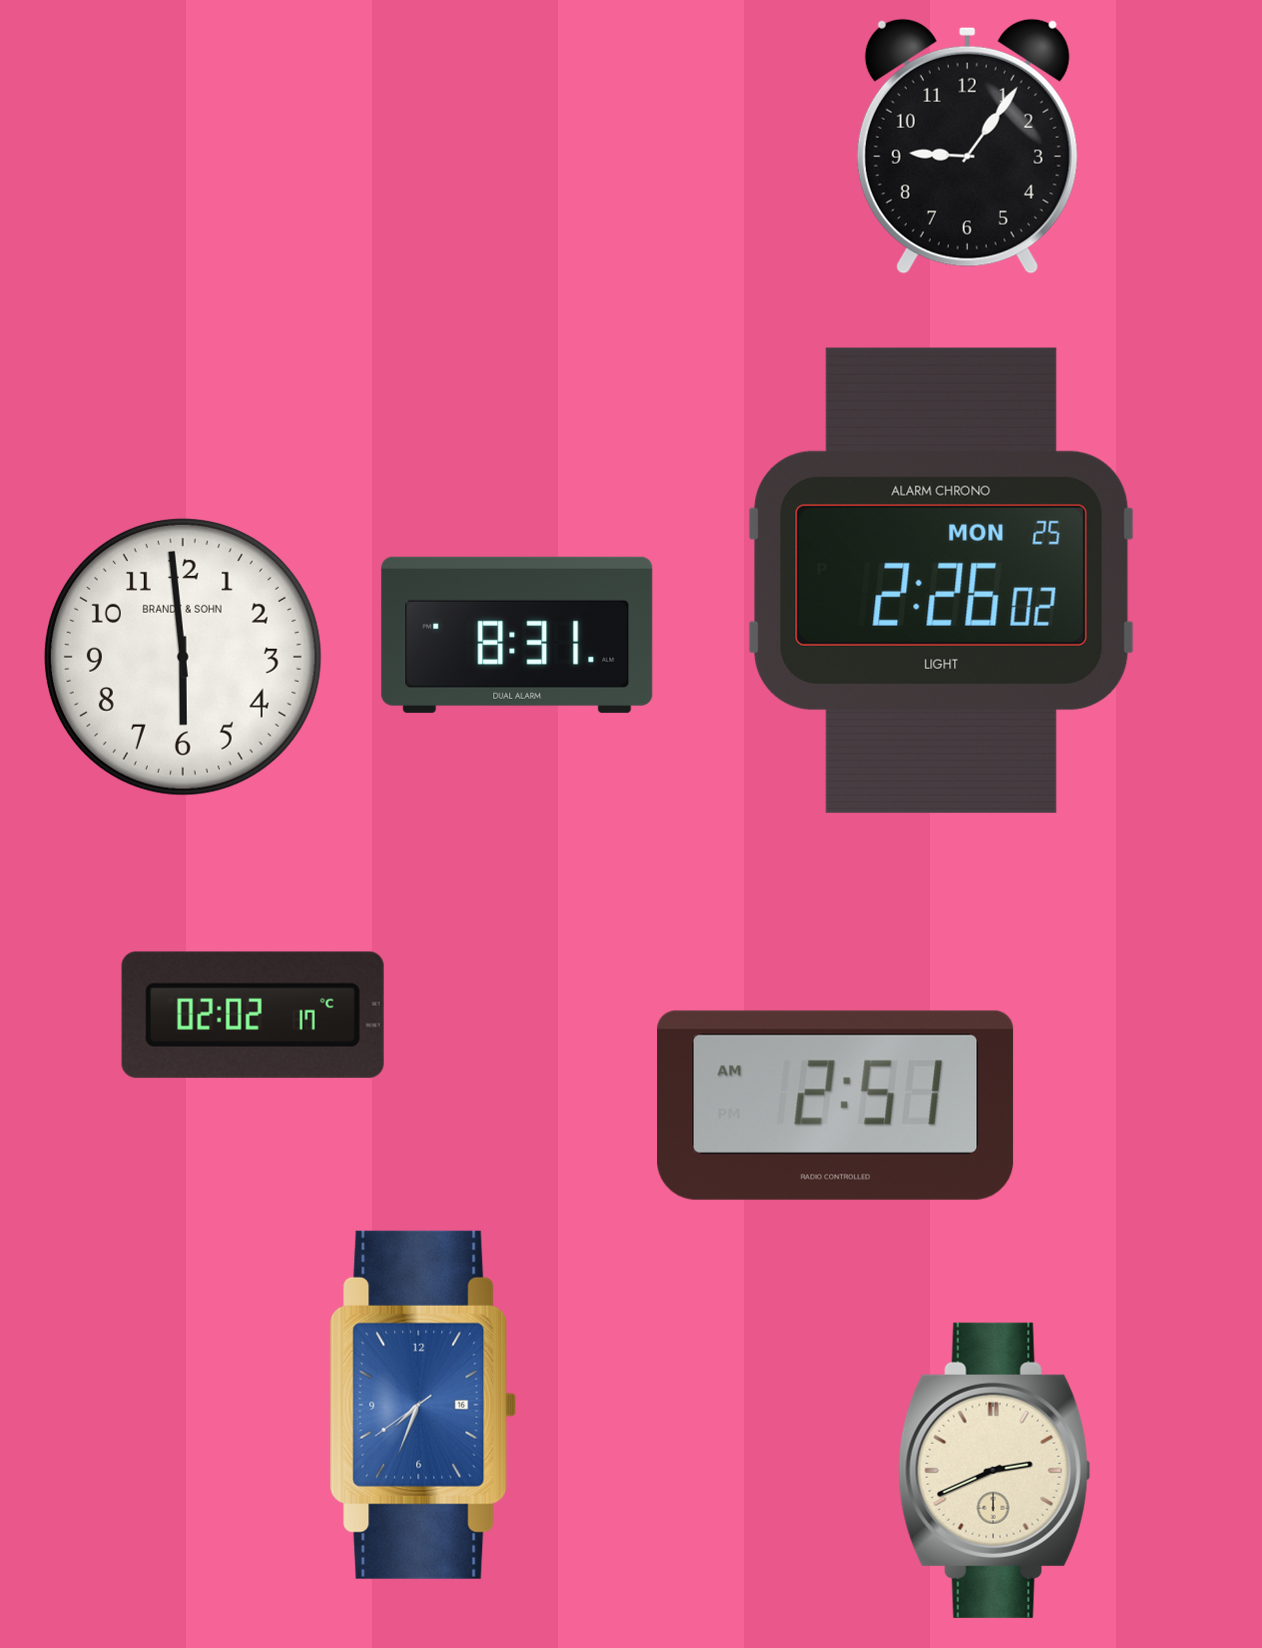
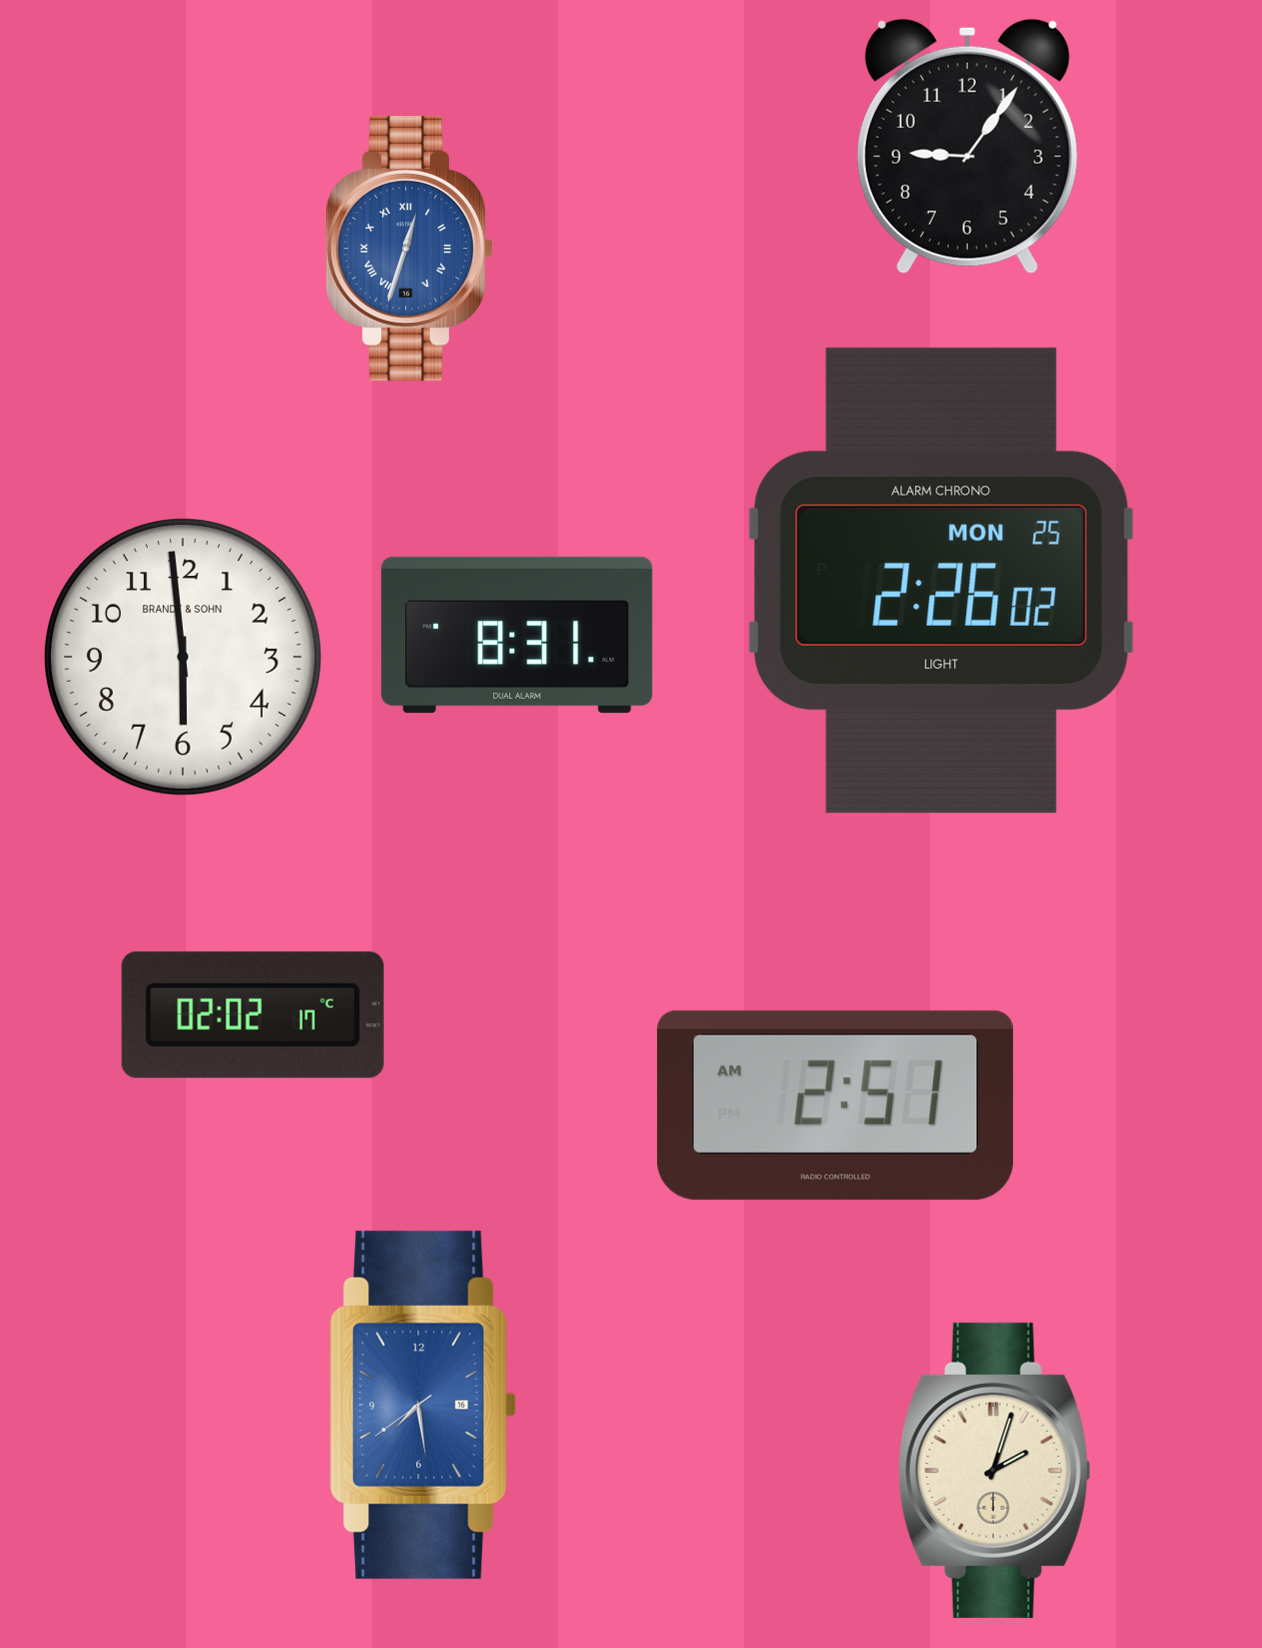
clock at (410, 248): none -> 12:33
clock at (423, 1405): 7:33 -> 7:28
clock at (995, 1470): 2:41 -> 2:03
